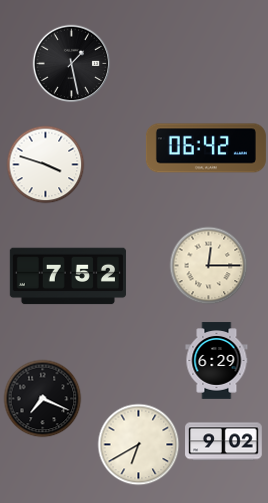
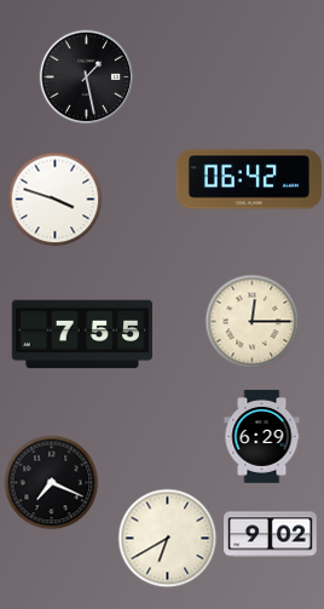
clock at (68, 276): 7:52 -> 7:55
